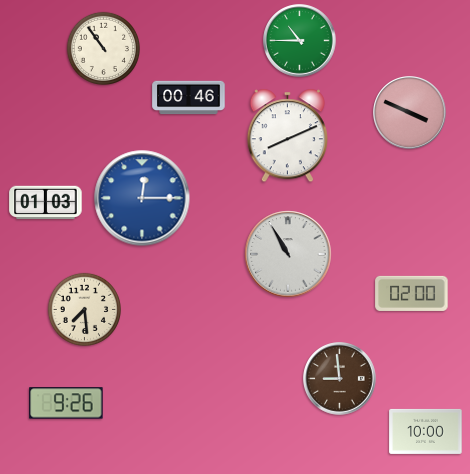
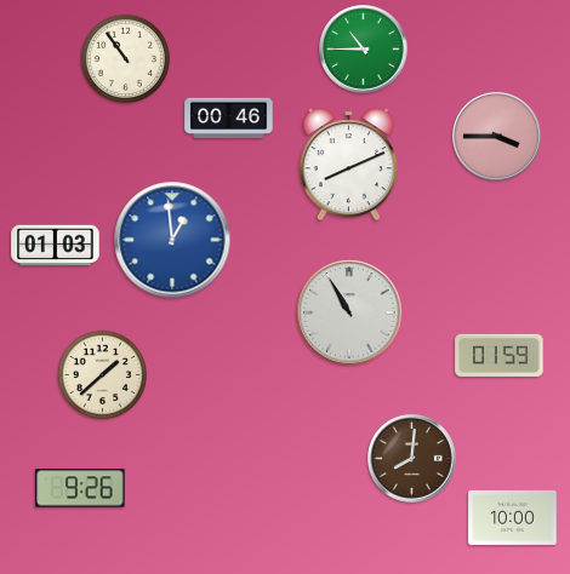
clock at (410, 113): 3:49 -> 3:45
clock at (142, 198): 12:15 -> 12:59
clock at (288, 254) position: (288, 254) -> (349, 312)
clock at (412, 293): 02:00 -> 01:59
clock at (84, 309): 7:29 -> 1:38
clock at (340, 379): 8:59 -> 8:01
clock at (426, 431) position: (426, 431) -> (513, 517)
